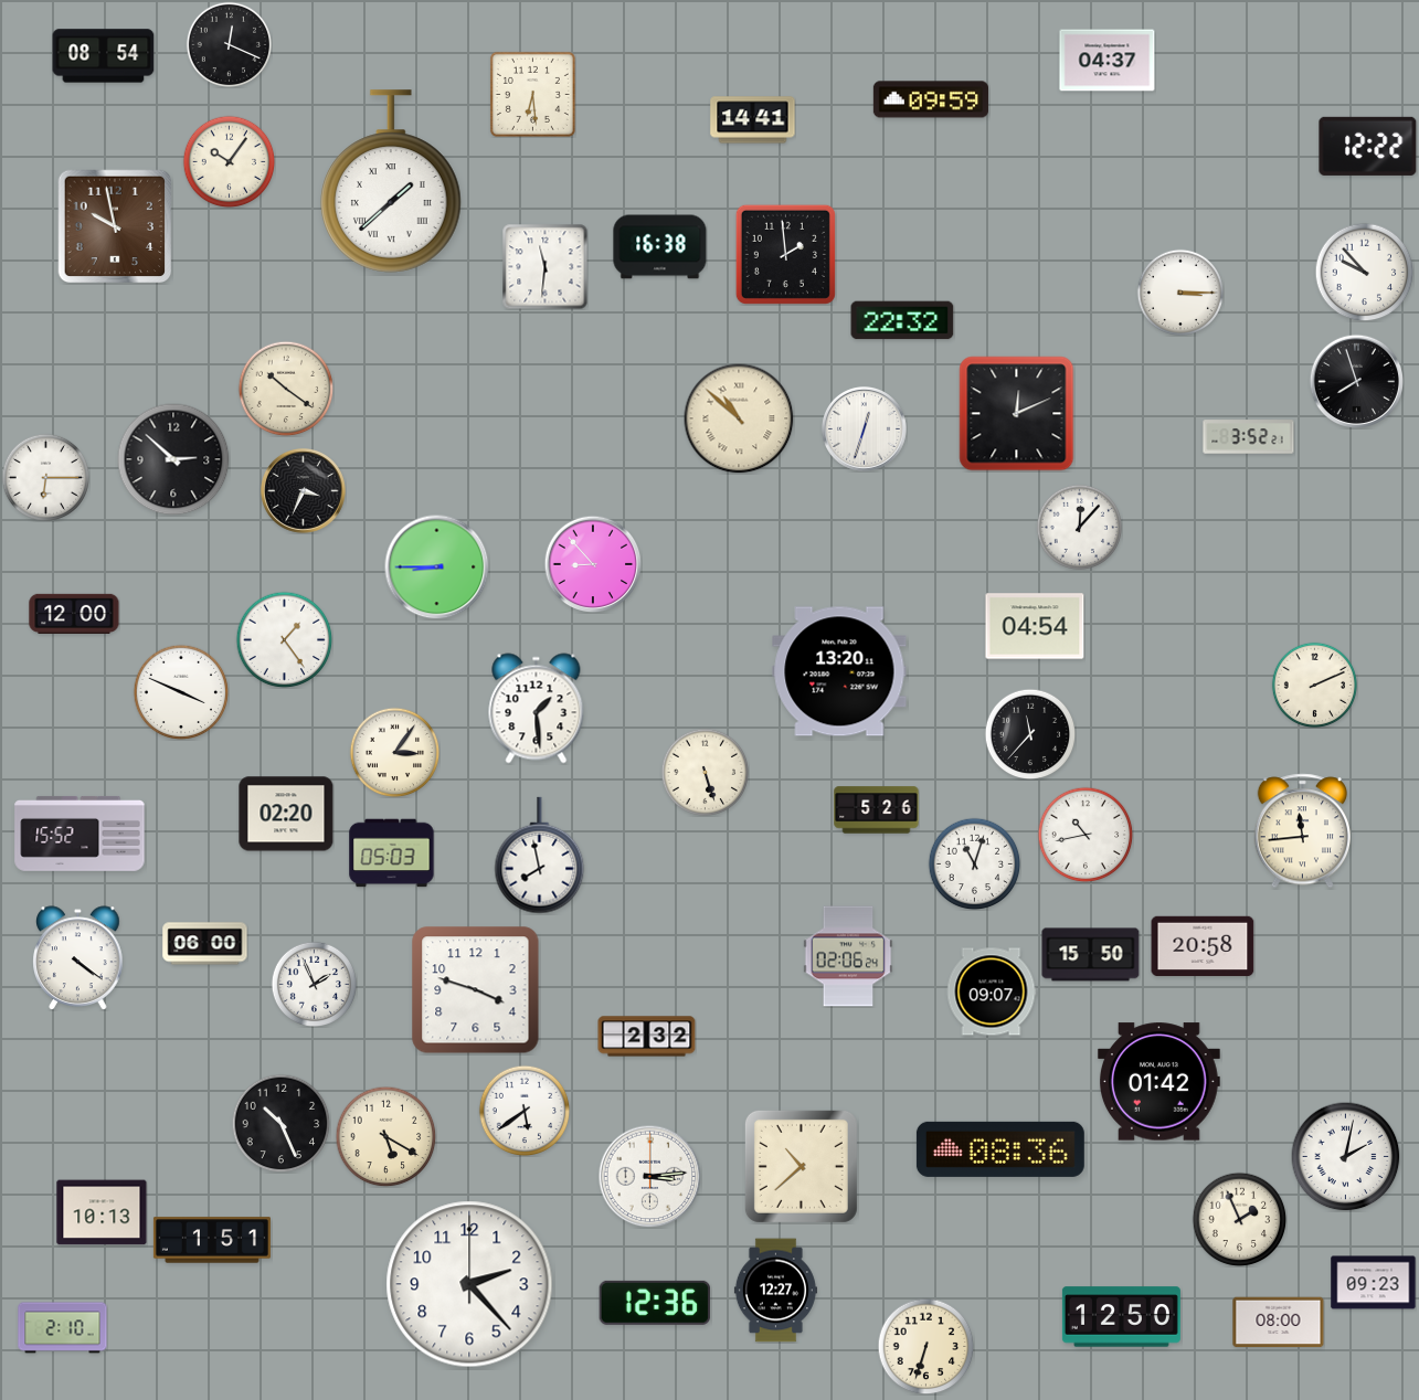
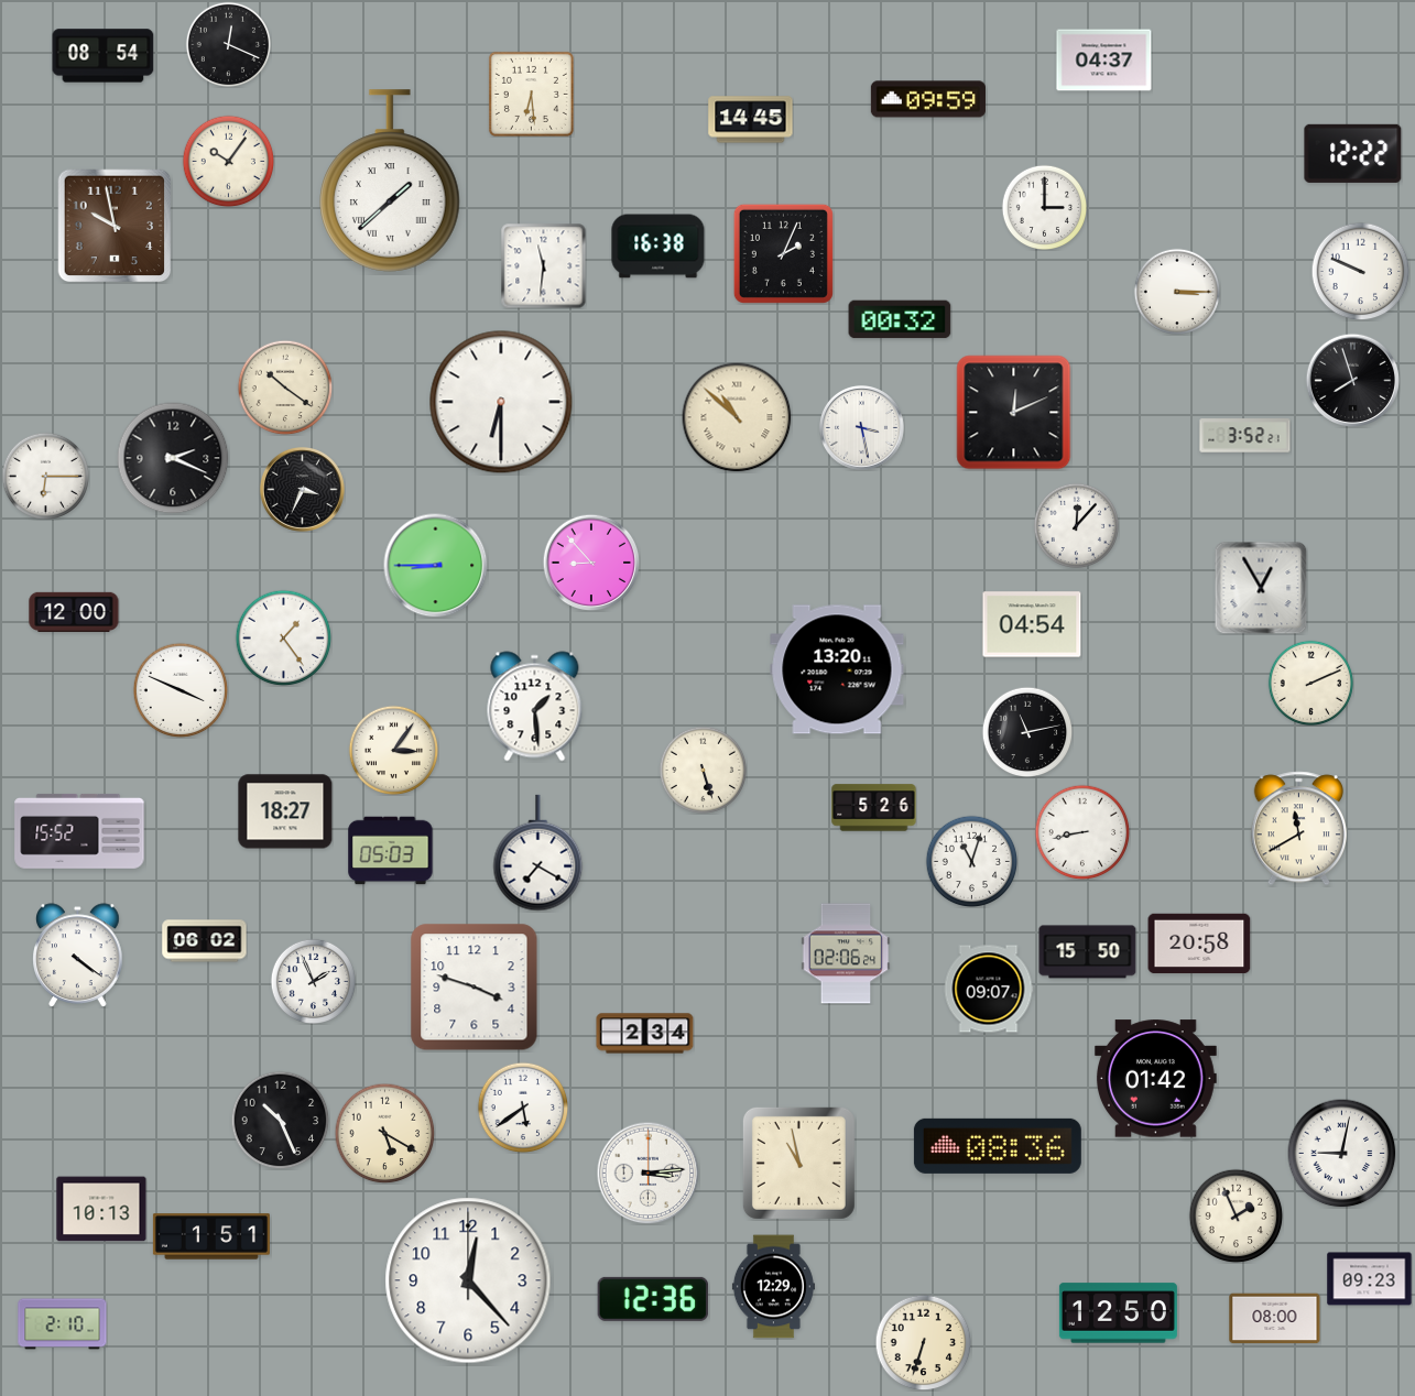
clock at (753, 120): 14:41 -> 14:45
clock at (1368, 146) position: (1368, 146) -> (1353, 153)
clock at (1044, 207): none -> 3:00
clock at (785, 254): 1:59 -> 2:04
clock at (1364, 272): 9:53 -> 9:49
clock at (902, 320): 22:32 -> 00:32
clock at (501, 402): none -> 6:30
clock at (864, 428): 12:33 -> 3:28
clock at (173, 459): 2:52 -> 2:19
clock at (1261, 588): none -> 12:55
clock at (1030, 734): 11:37 -> 11:13
clock at (286, 814): 02:20 -> 18:27
clock at (1302, 831): 11:44 -> 11:40
clock at (1086, 835): 10:43 -> 8:43
clock at (540, 856): 7:58 -> 7:20
clock at (205, 944): 06:00 -> 06:02
clock at (647, 1037): 2:32 -> 2:34
clock at (1346, 1157): 2:02 -> 9:02
clock at (801, 1166): 10:38 -> 10:58
clock at (469, 1284): 2:23 -> 12:23
clock at (775, 1291): 12:27 -> 12:29
